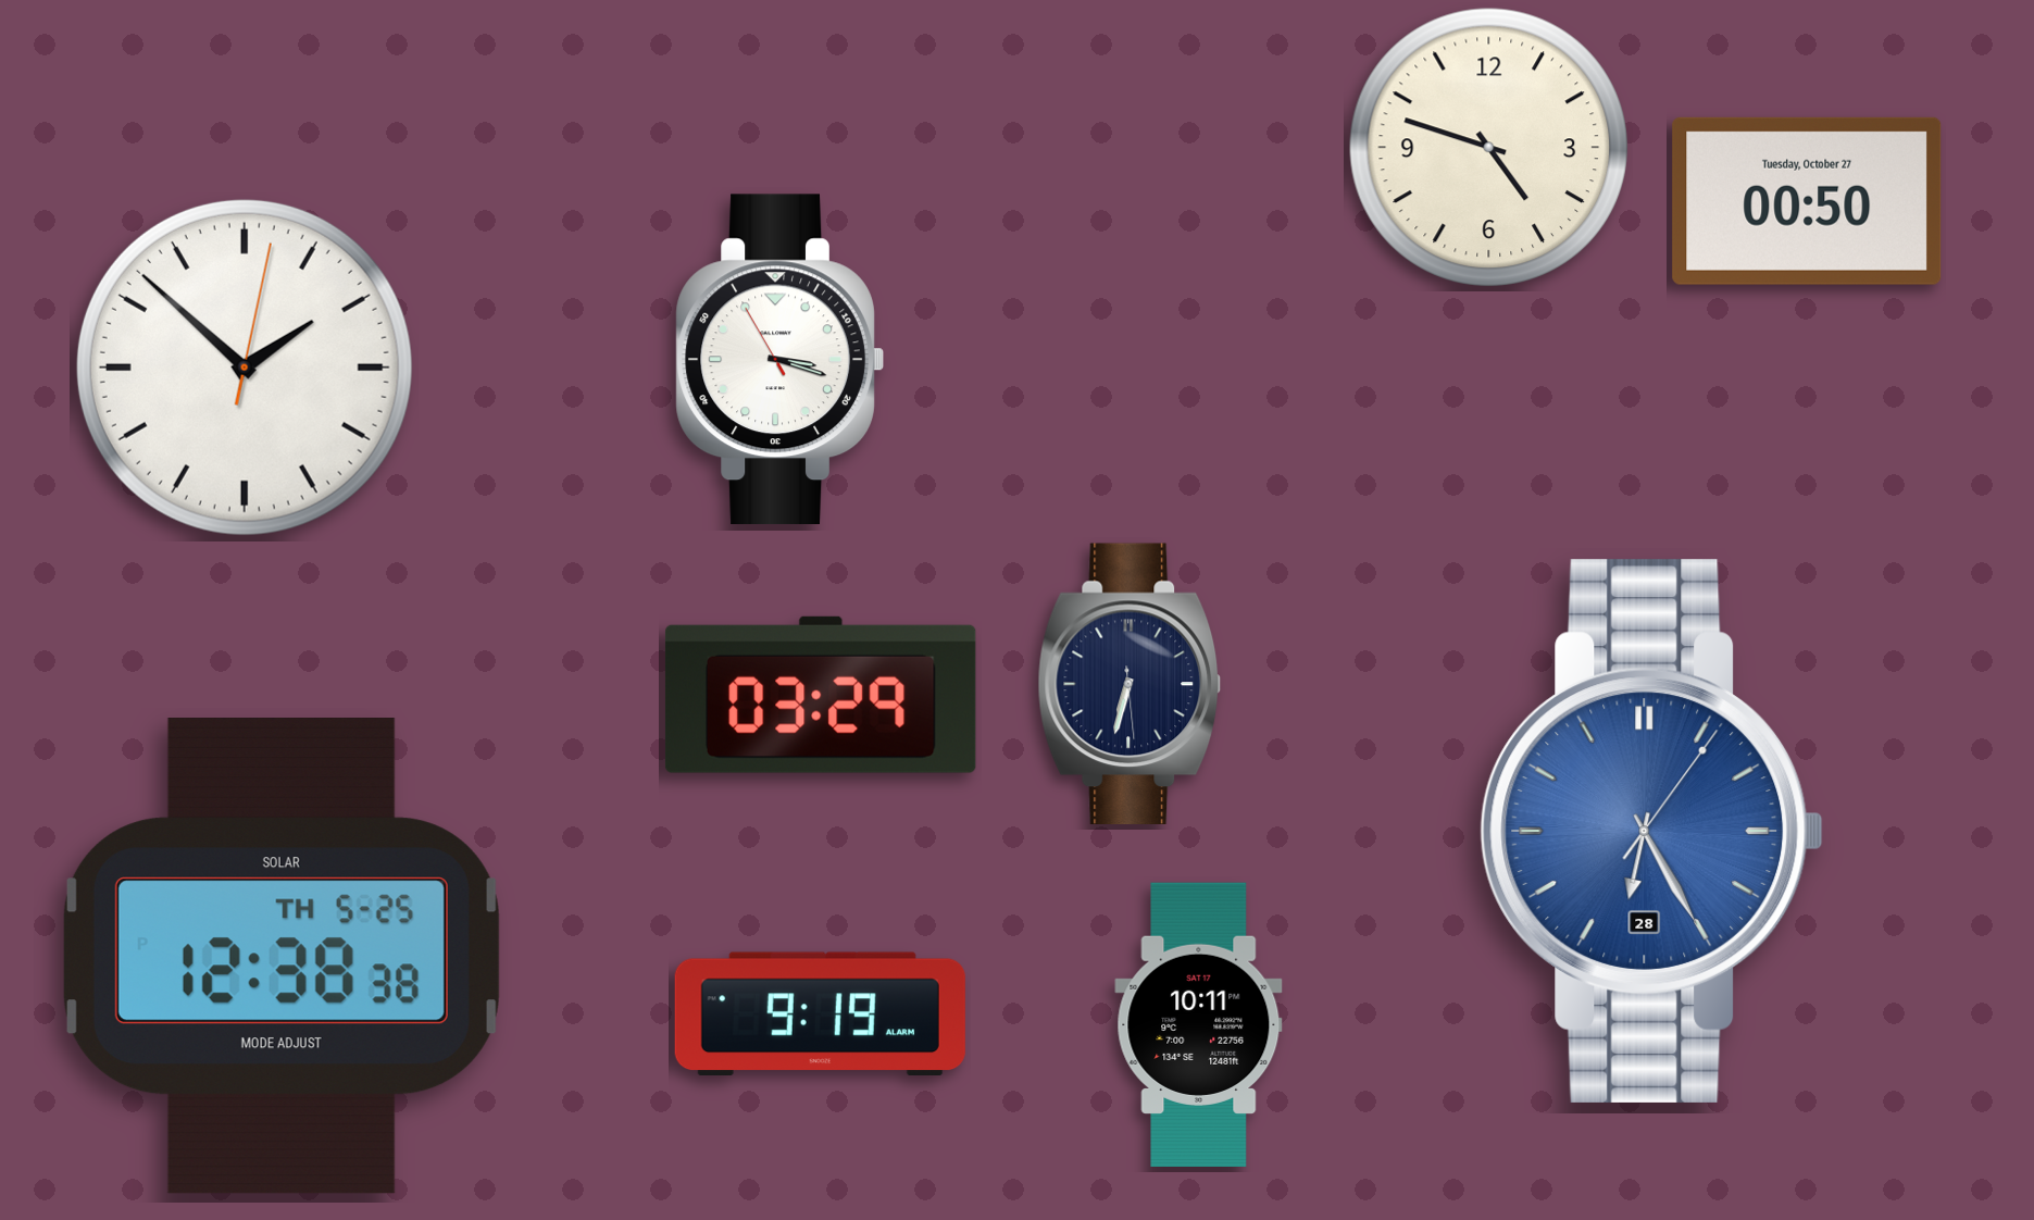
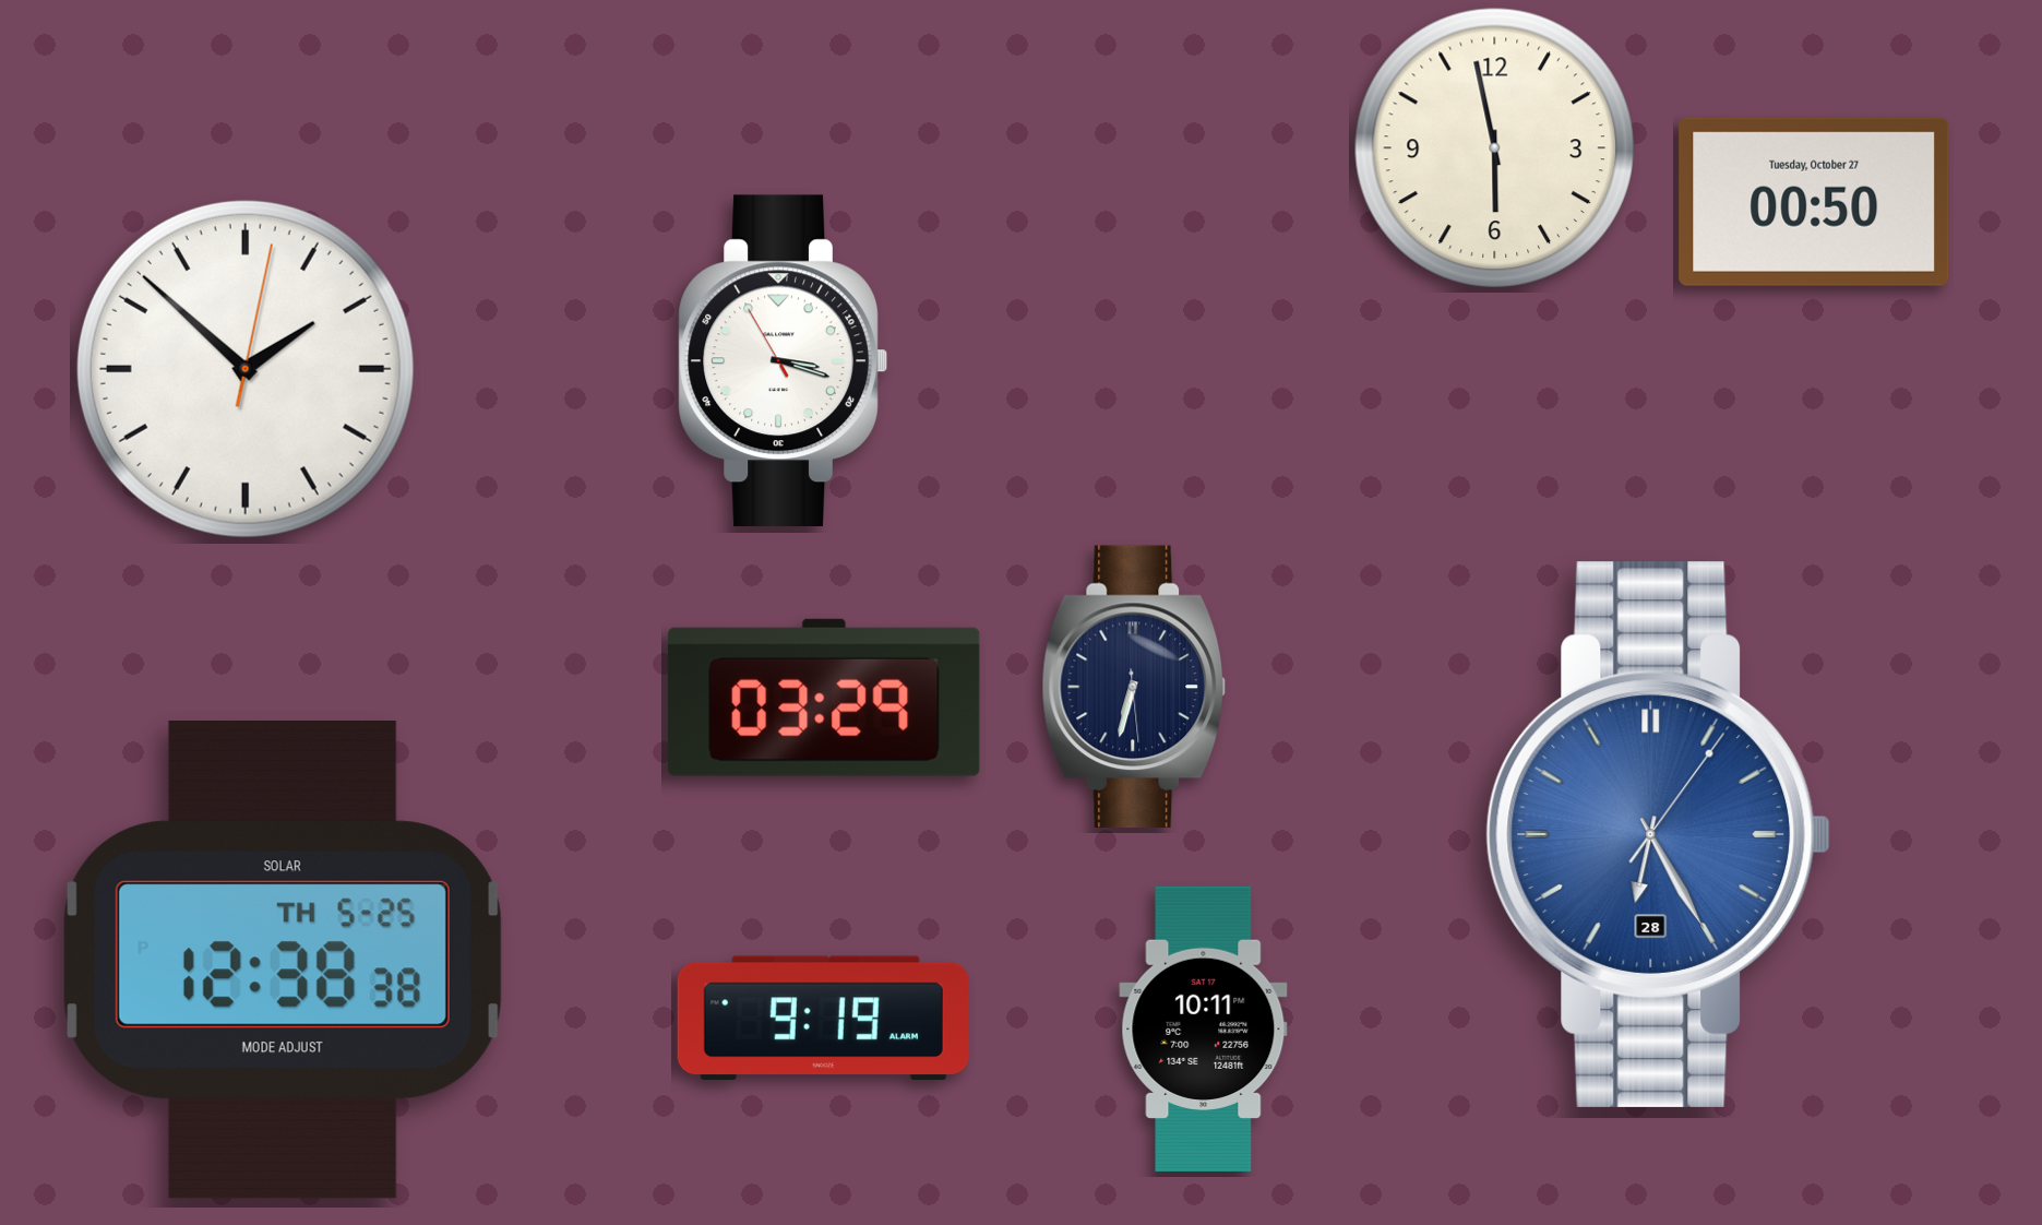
clock at (1488, 147): 4:48 -> 5:58
